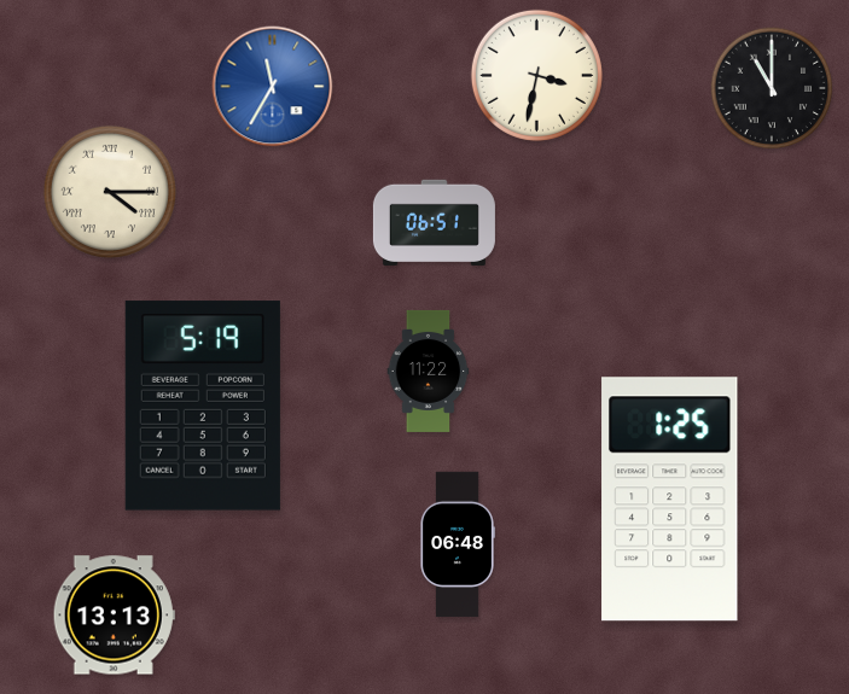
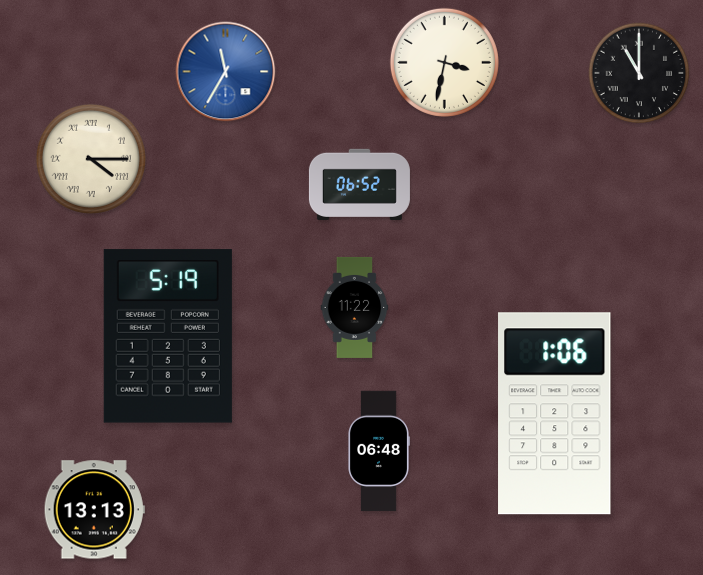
clock at (434, 222): 06:51 -> 06:52
clock at (670, 500): 1:25 -> 1:06
